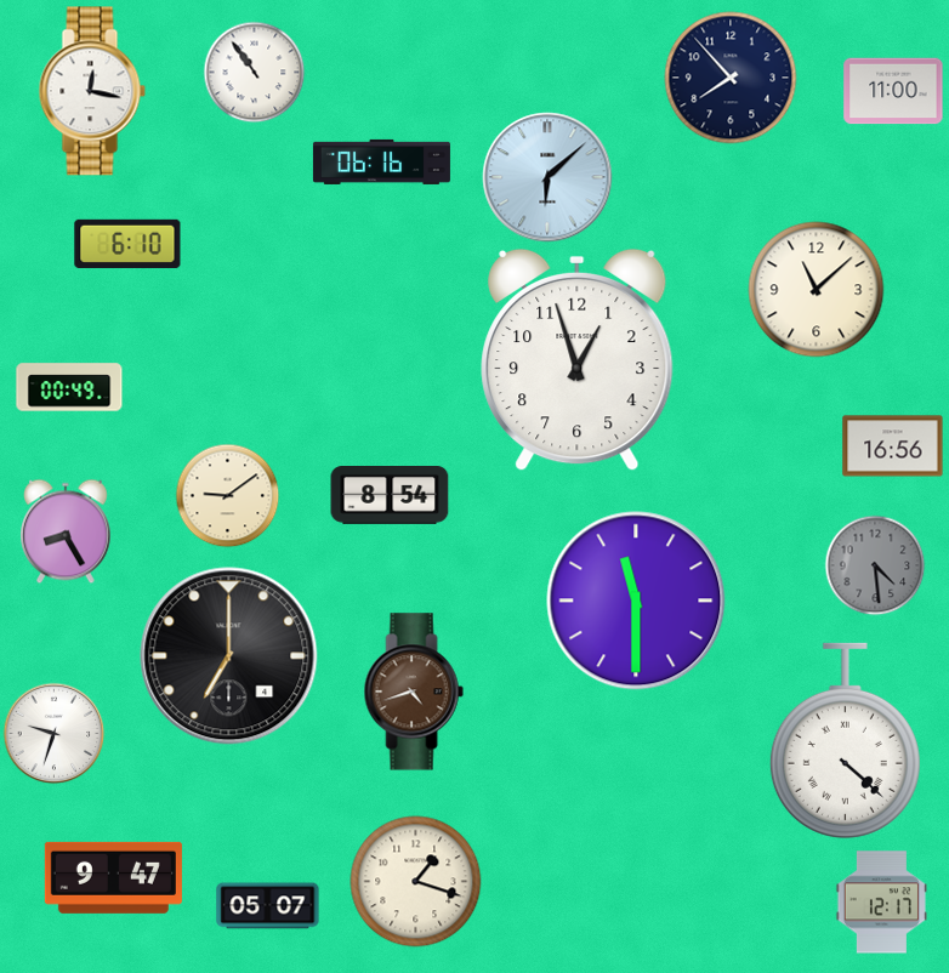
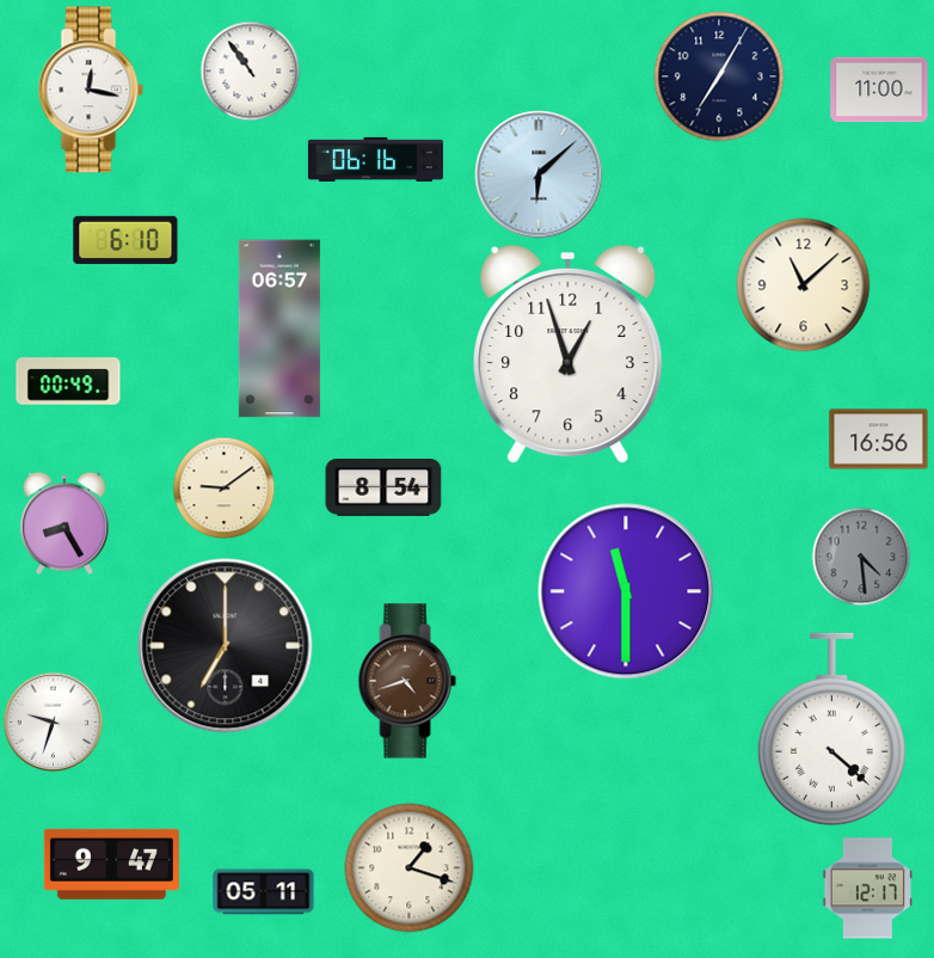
clock at (731, 78): 7:53 -> 7:05
clock at (279, 328): none -> 06:57
clock at (268, 906): 05:07 -> 05:11
